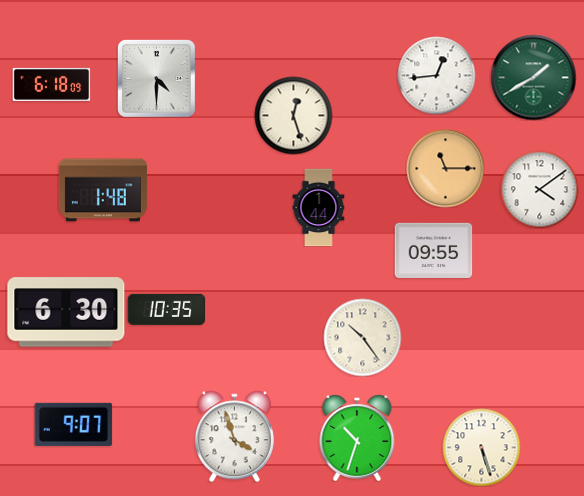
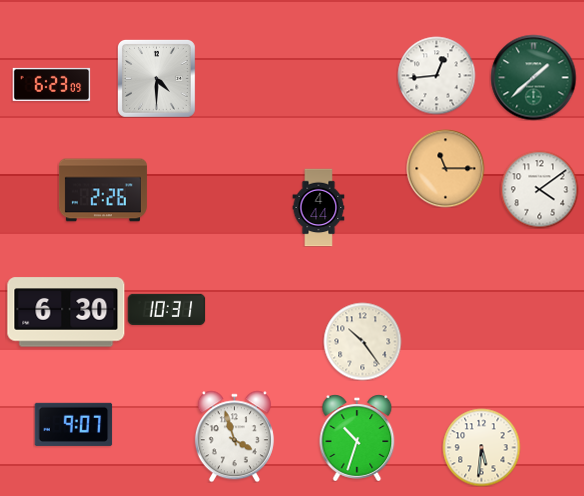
clock at (533, 77): 1:40 -> 1:38
clock at (51, 84): 6:18 -> 6:23
clock at (293, 115): 12:27 -> none
clock at (103, 190): 1:48 -> 2:26
clock at (319, 207): 1:44 -> 4:44
clock at (433, 250): 09:55 -> none
clock at (166, 309): 10:35 -> 10:31
clock at (362, 337) position: (362, 337) -> (362, 341)
clock at (481, 447): 5:27 -> 5:31
